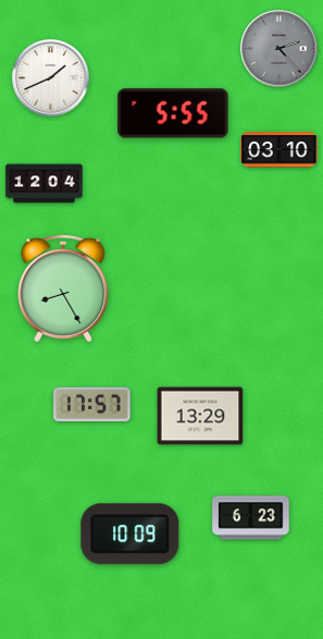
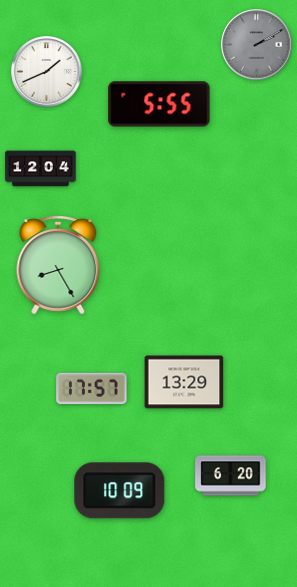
clock at (279, 49): 2:23 -> 2:10
clock at (279, 150): 03:10 -> none
clock at (92, 405) position: (92, 405) -> (92, 389)
clock at (251, 518): 6:23 -> 6:20
